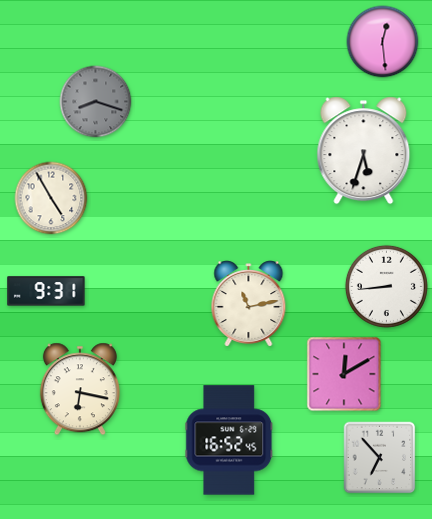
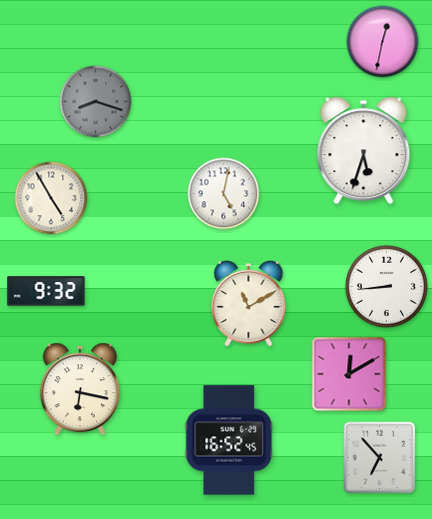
clock at (383, 42): 12:29 -> 12:32
clock at (224, 194): none -> 5:02
clock at (46, 291): 9:31 -> 9:32
clock at (249, 304): 11:13 -> 11:10
clock at (344, 374) position: (344, 374) -> (349, 374)
